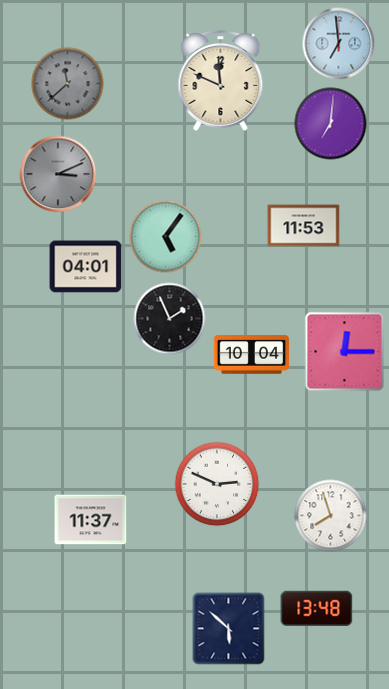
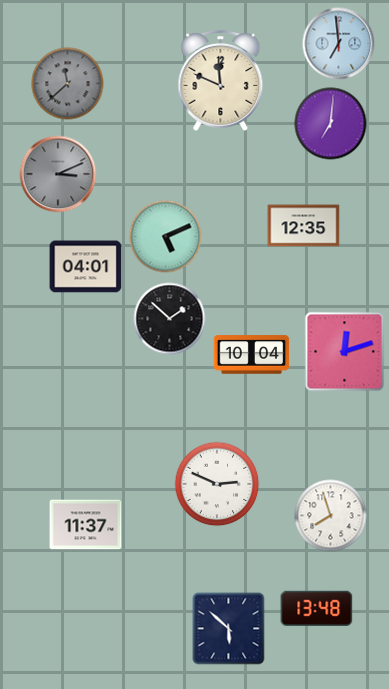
clock at (304, 226): 11:53 -> 12:35
clock at (166, 237): 5:06 -> 5:11
clock at (170, 319): 1:56 -> 1:52
clock at (345, 352): 12:15 -> 12:12
clock at (91, 520) position: (91, 520) -> (86, 525)
